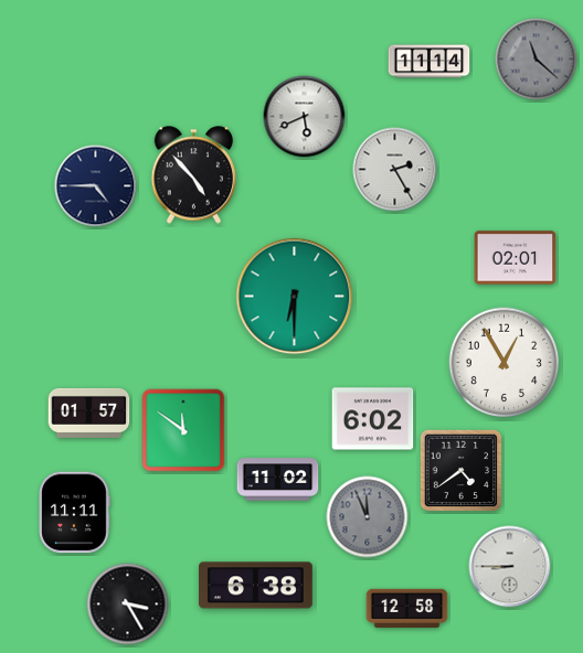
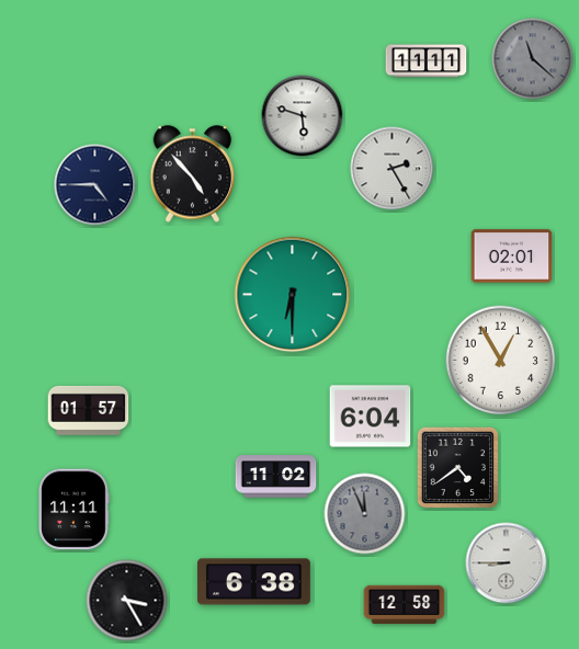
clock at (430, 62): 11:14 -> 11:11
clock at (305, 117): 5:41 -> 5:48
clock at (373, 419): 6:02 -> 6:04
clock at (183, 430): 11:51 -> none
